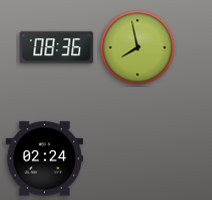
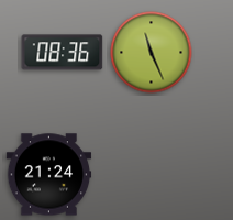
clock at (138, 48): 7:58 -> 11:26
clock at (45, 159): 02:24 -> 21:24
